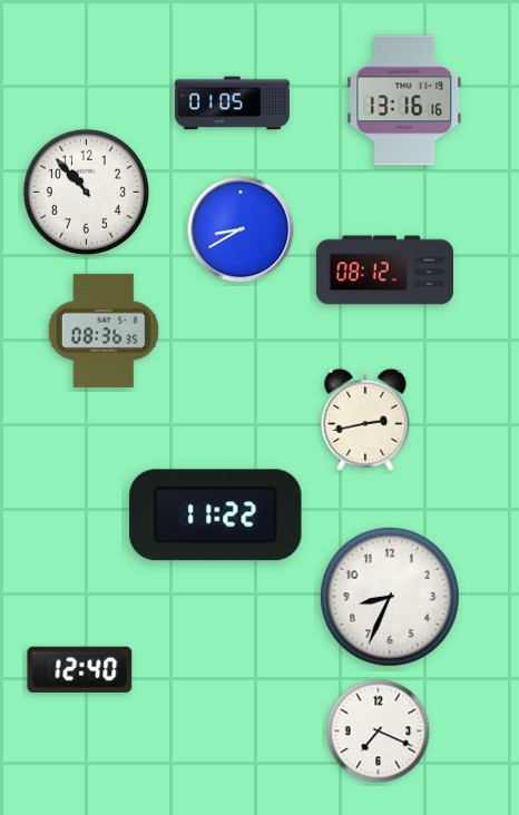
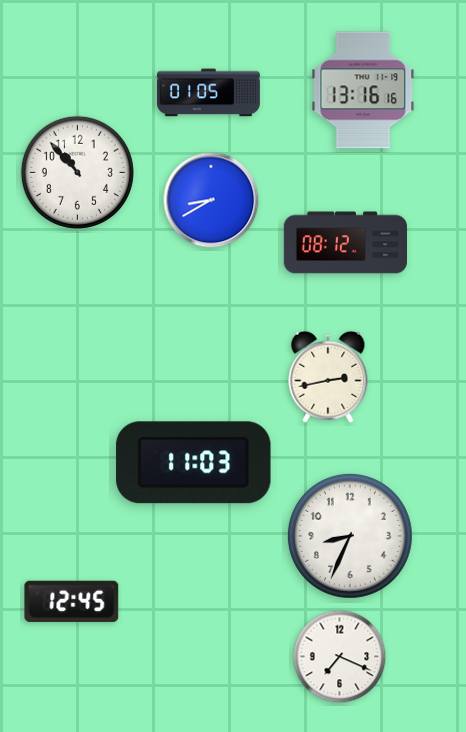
clock at (241, 229) position: (241, 229) -> (211, 200)
clock at (104, 331): 08:36 -> none
clock at (216, 515): 11:22 -> 11:03
clock at (80, 669): 12:40 -> 12:45
